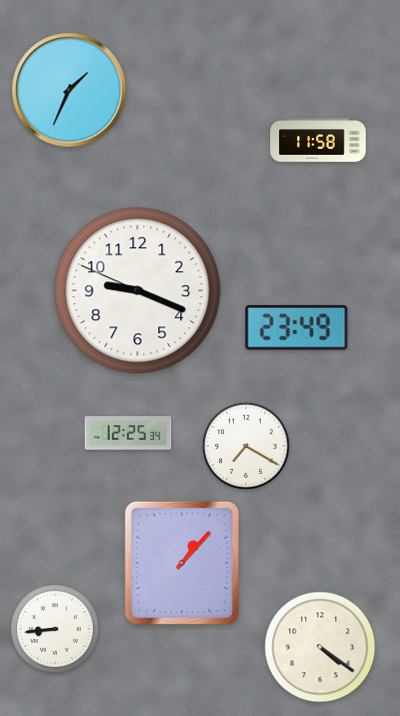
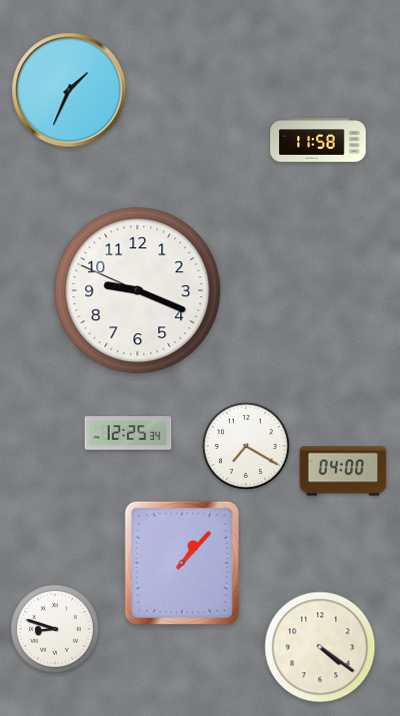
clock at (297, 328): 23:49 -> none
clock at (343, 471): none -> 04:00
clock at (56, 630): 8:44 -> 8:48
